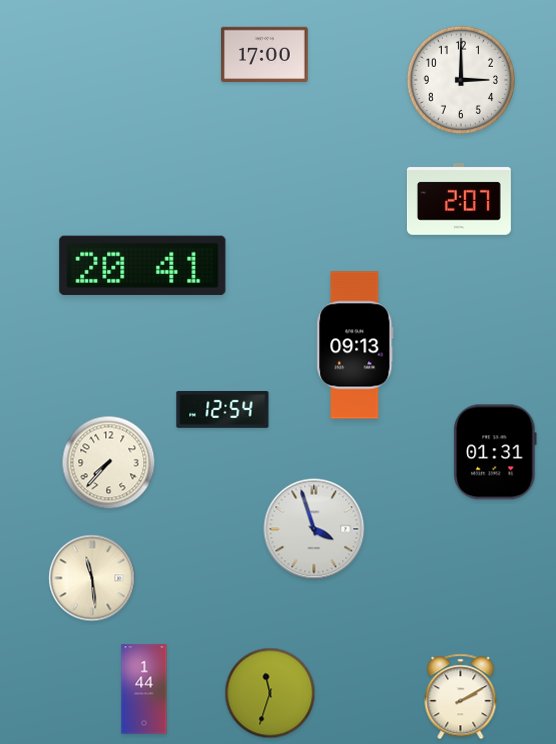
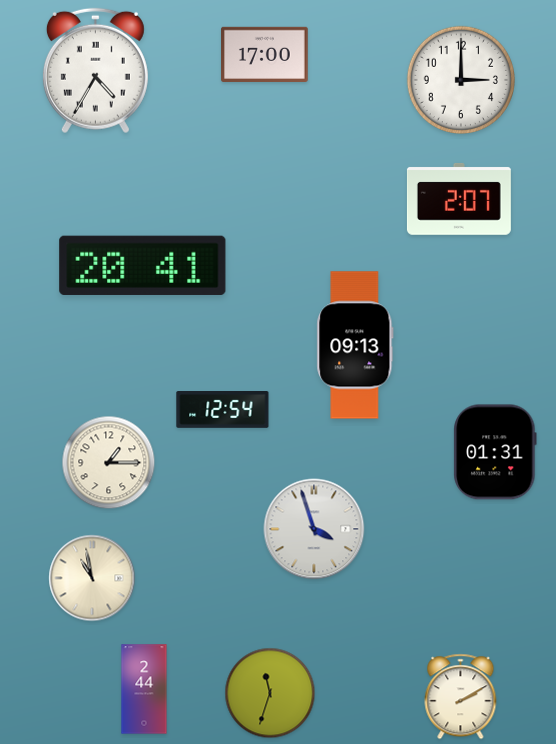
clock at (95, 71): none -> 4:35
clock at (109, 463): 7:37 -> 1:15
clock at (92, 578): 11:29 -> 10:58
clock at (144, 689): 1:44 -> 2:44
